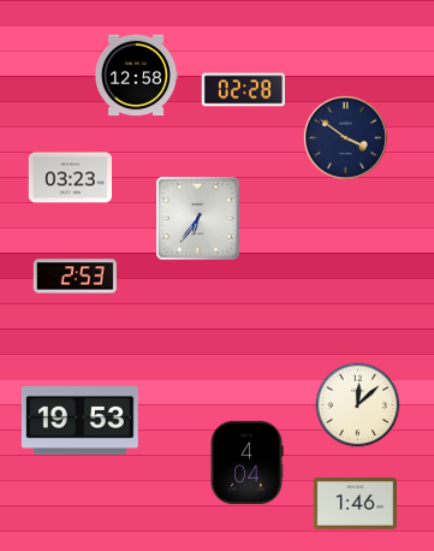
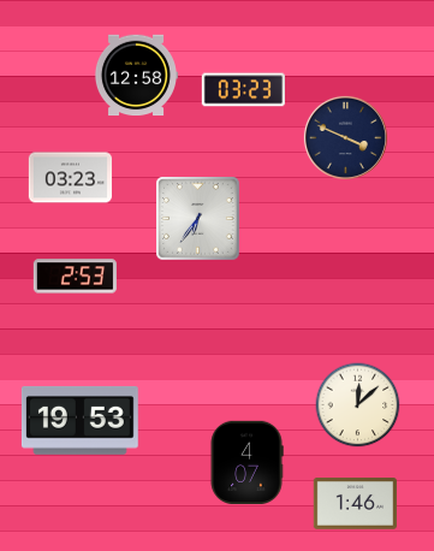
clock at (243, 90): 02:28 -> 03:23
clock at (345, 137): 3:51 -> 3:49
clock at (246, 462): 4:04 -> 4:07
